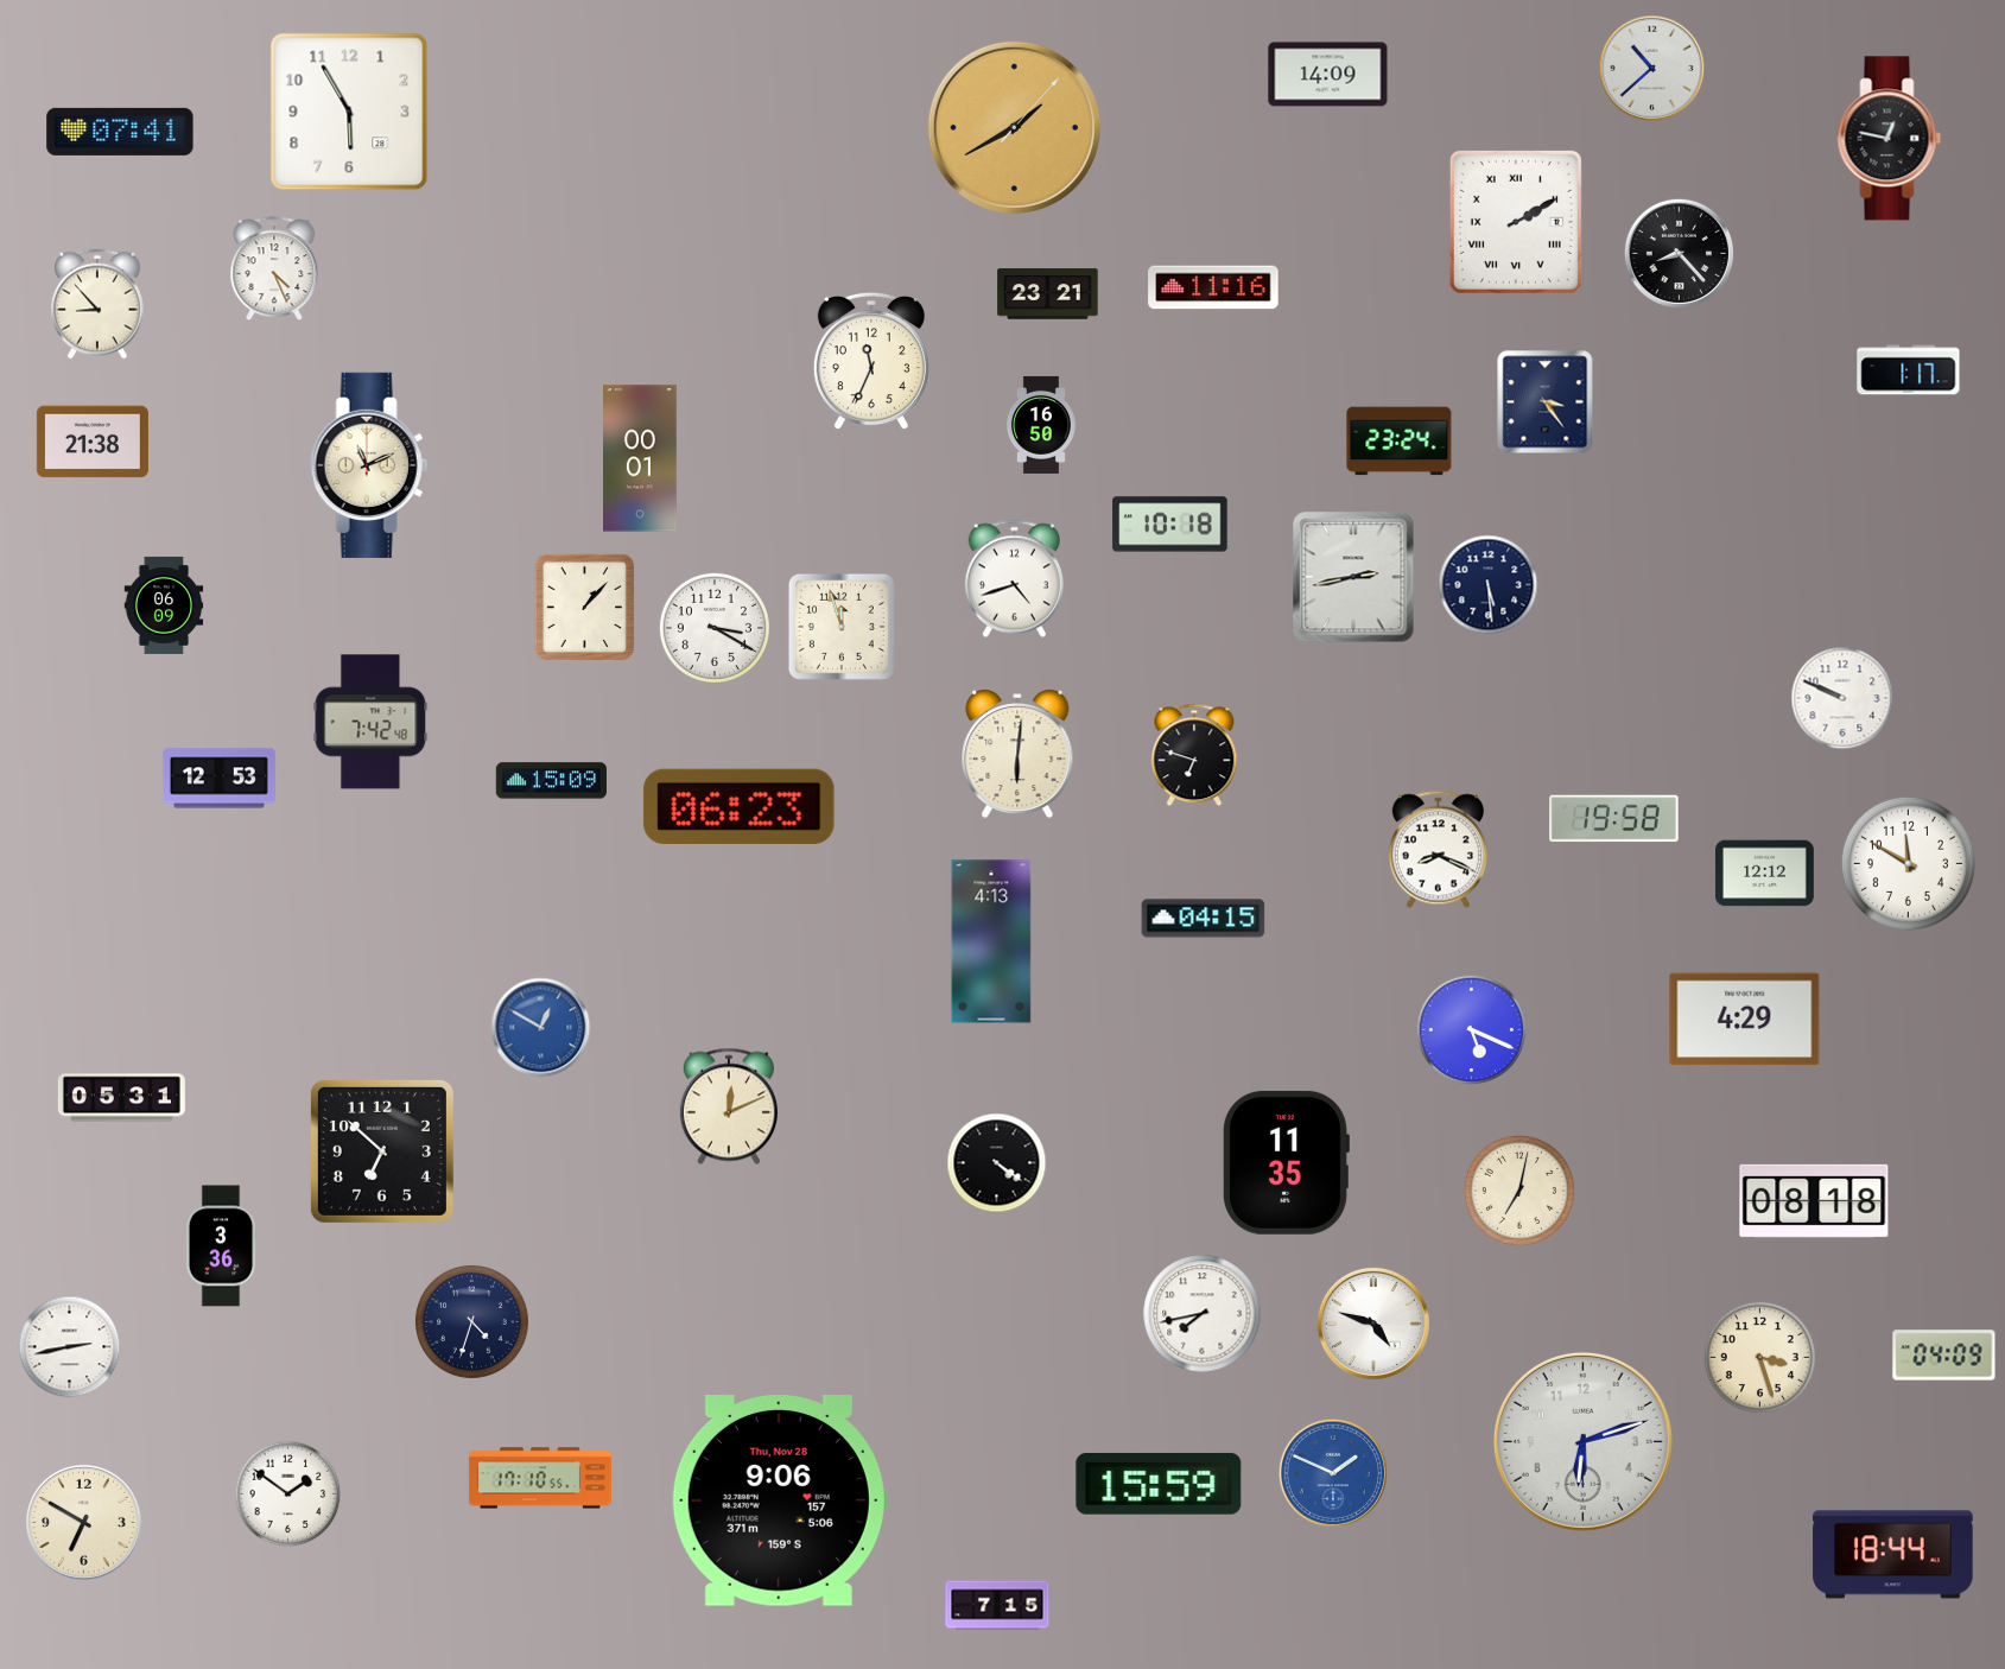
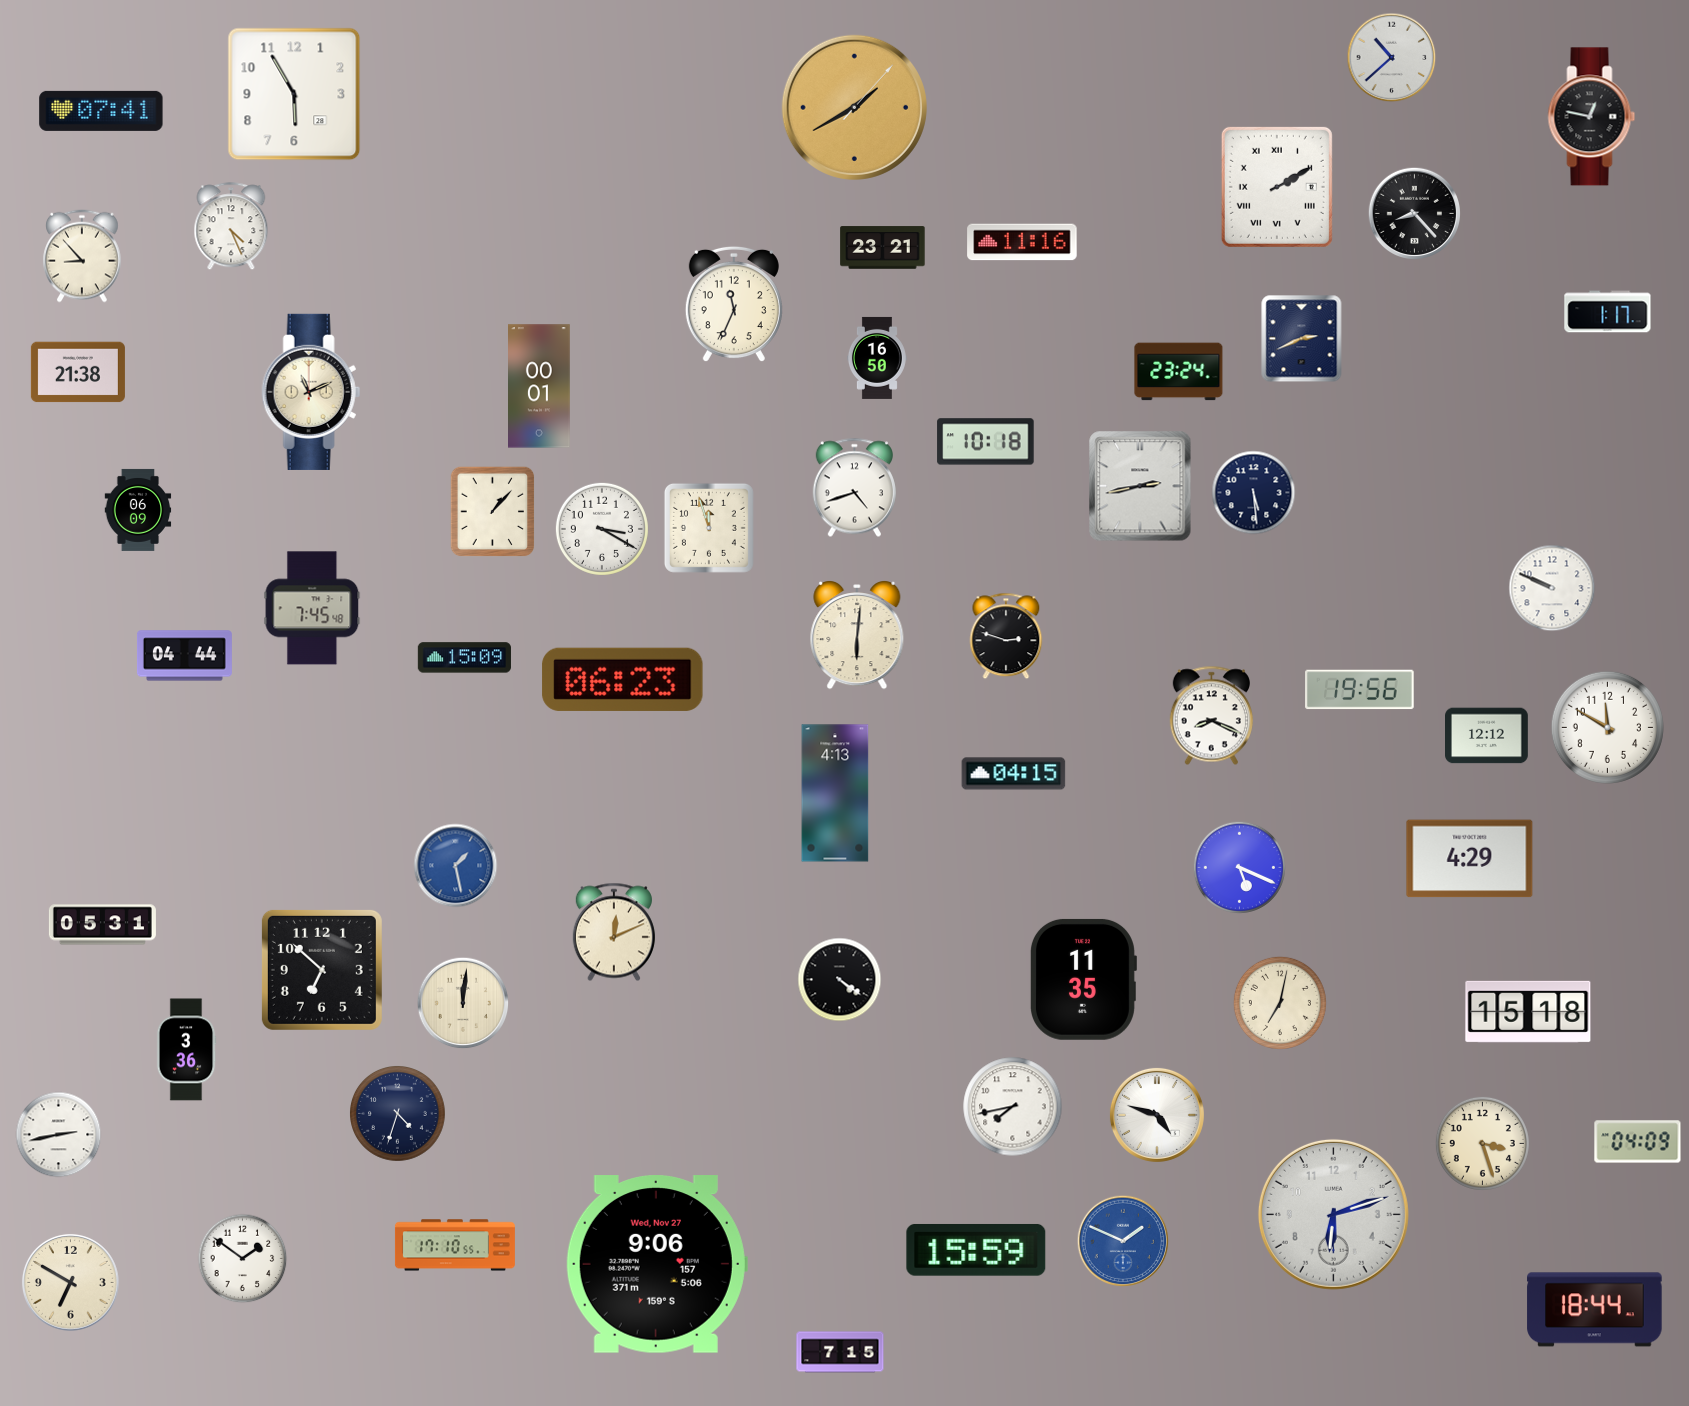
clock at (1328, 75): 14:09 -> none
clock at (1546, 402): 3:24 -> 2:41
clock at (370, 722): 7:42 -> 7:45
clock at (1194, 755): 6:48 -> 2:48
clock at (218, 779): 12:53 -> 04:44
clock at (1614, 819): 19:58 -> 19:56
clock at (541, 1028): 12:50 -> 1:28
clock at (463, 1003): none -> 12:01
clock at (1814, 1201): 08:18 -> 15:18
clock at (780, 1500) date: Thu, Nov 28 -> Wed, Nov 27
